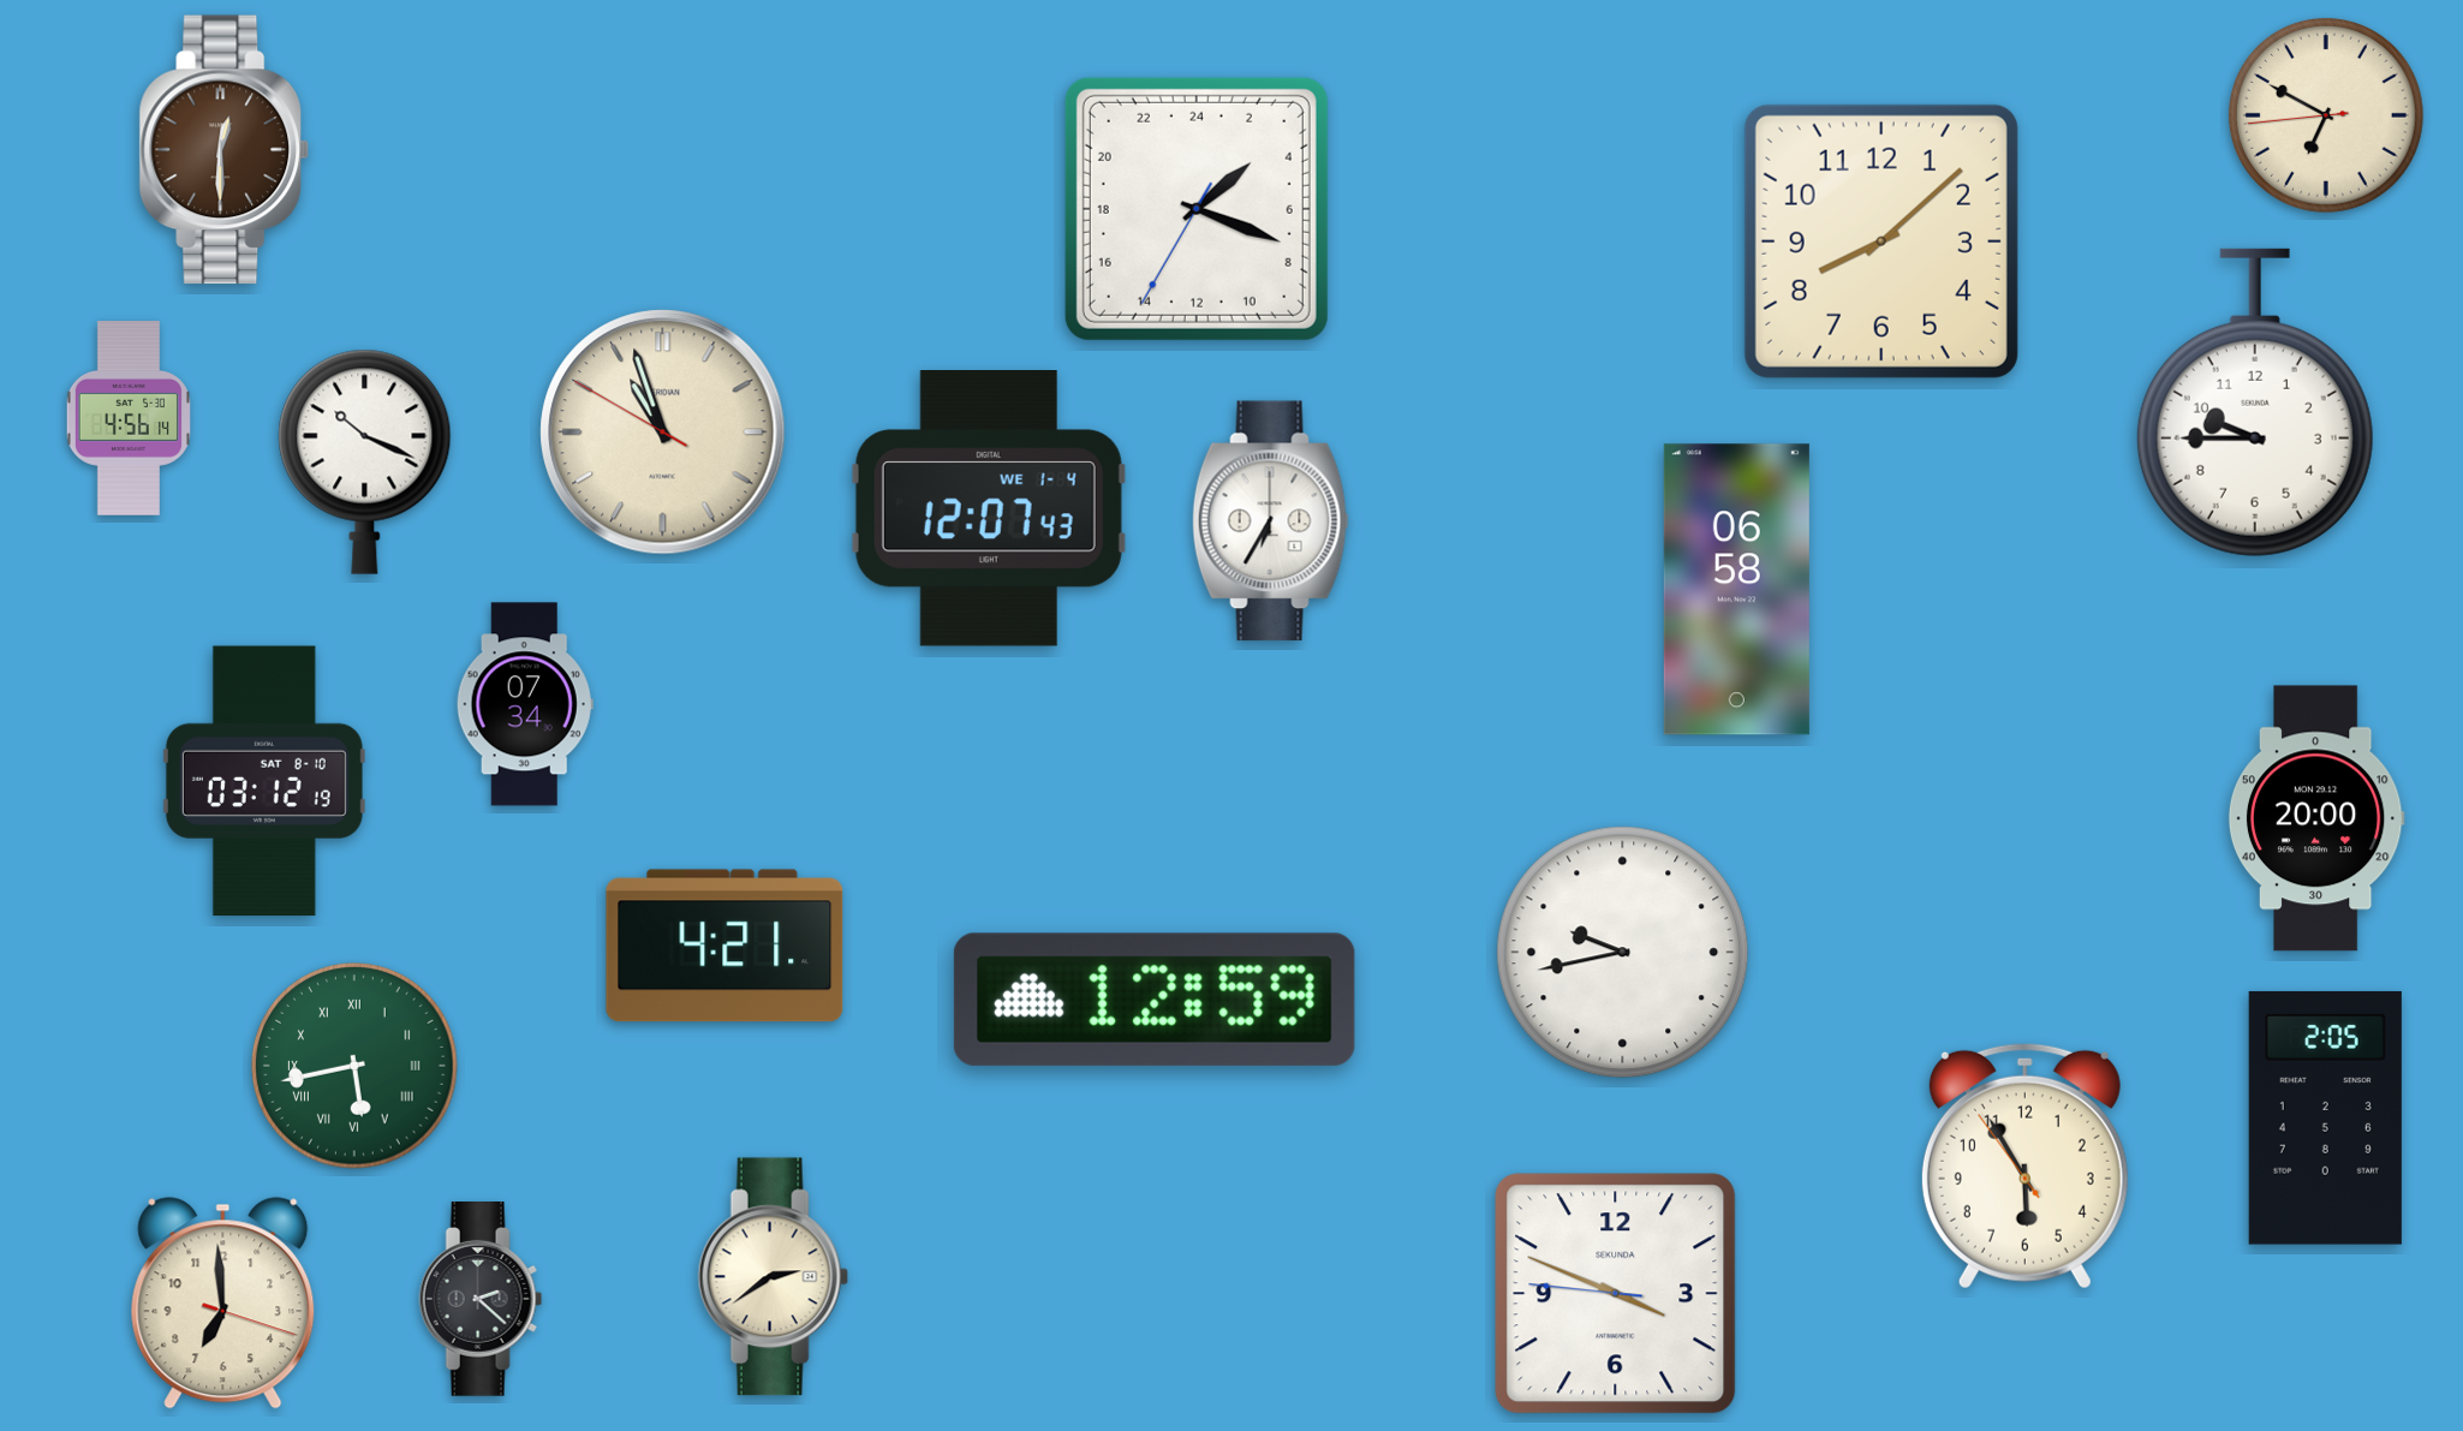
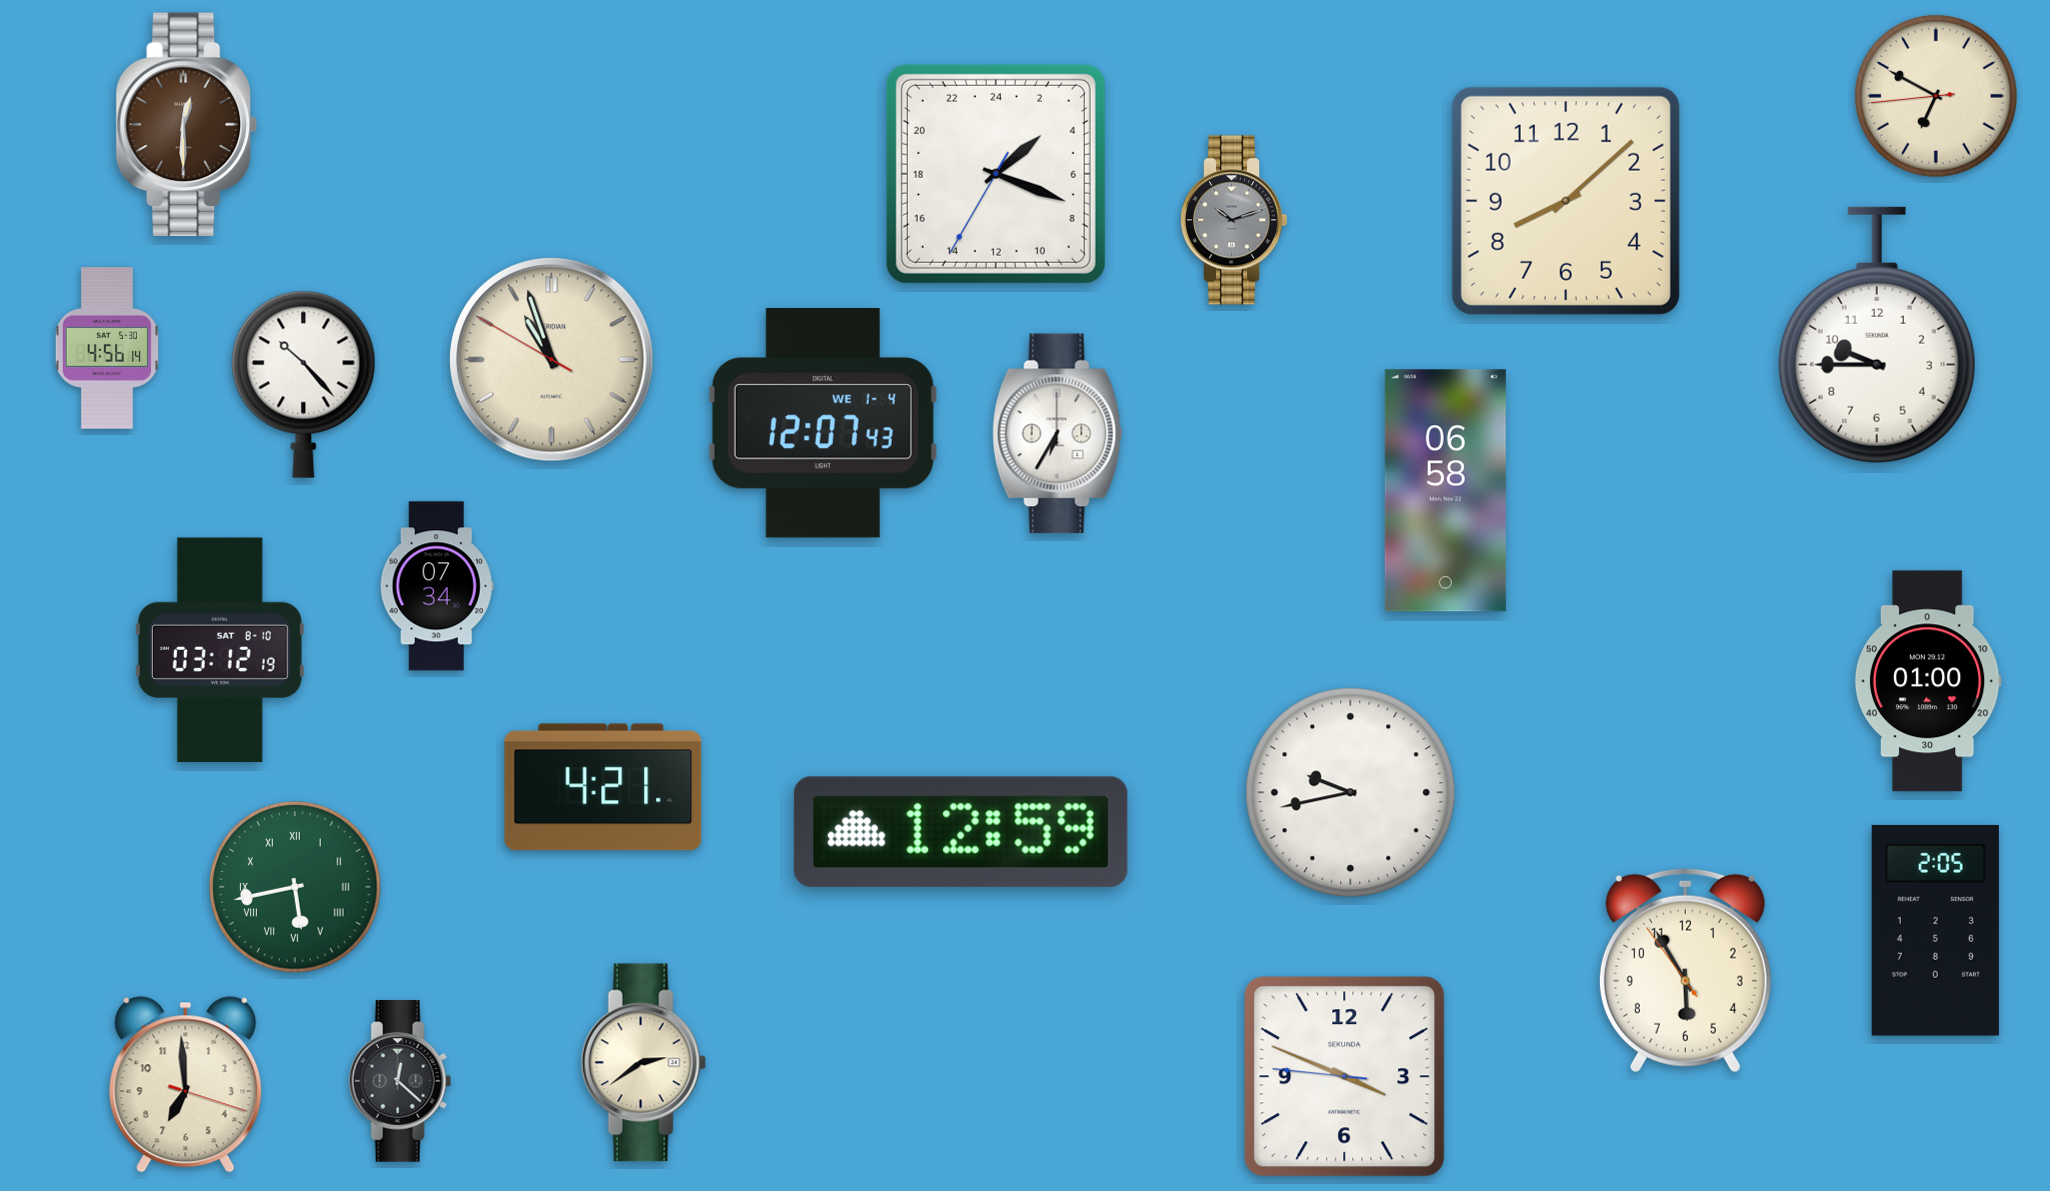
clock at (1235, 220): none -> 10:12
clock at (365, 461): 10:19 -> 10:23
clock at (2316, 818): 20:00 -> 01:00
clock at (481, 1300): 2:22 -> 12:22
